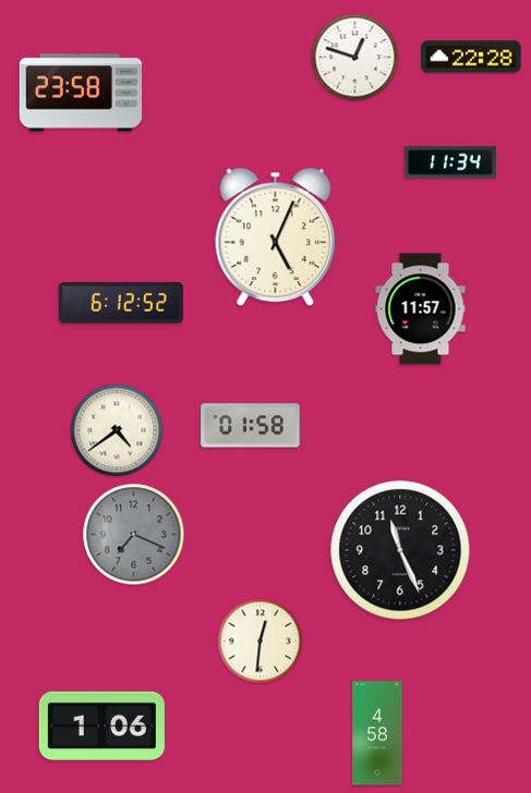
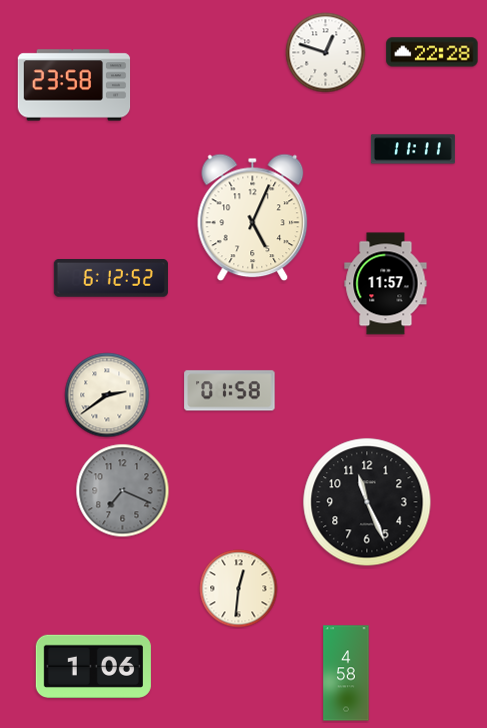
clock at (450, 162): 11:34 -> 11:11
clock at (117, 430): 4:39 -> 2:39
clock at (400, 550) position: (400, 550) -> (367, 502)
